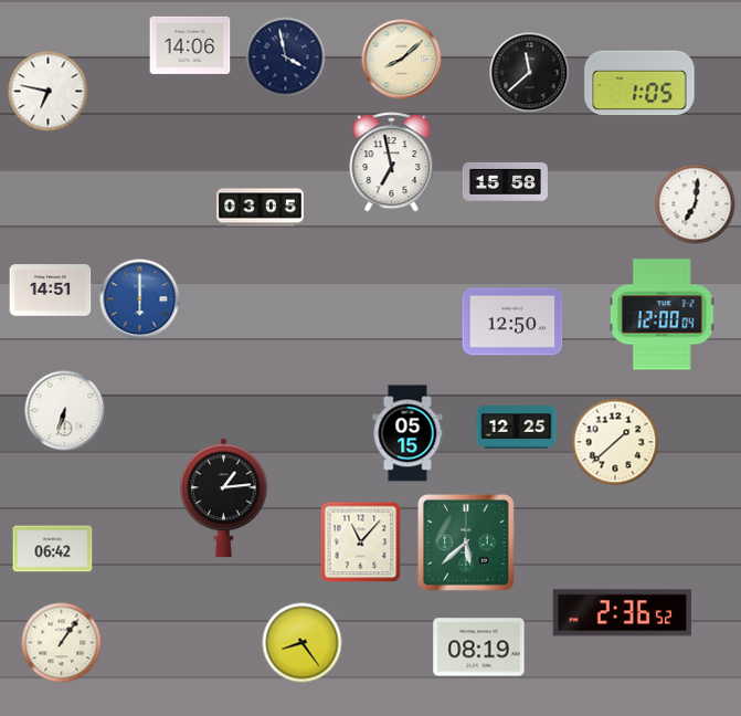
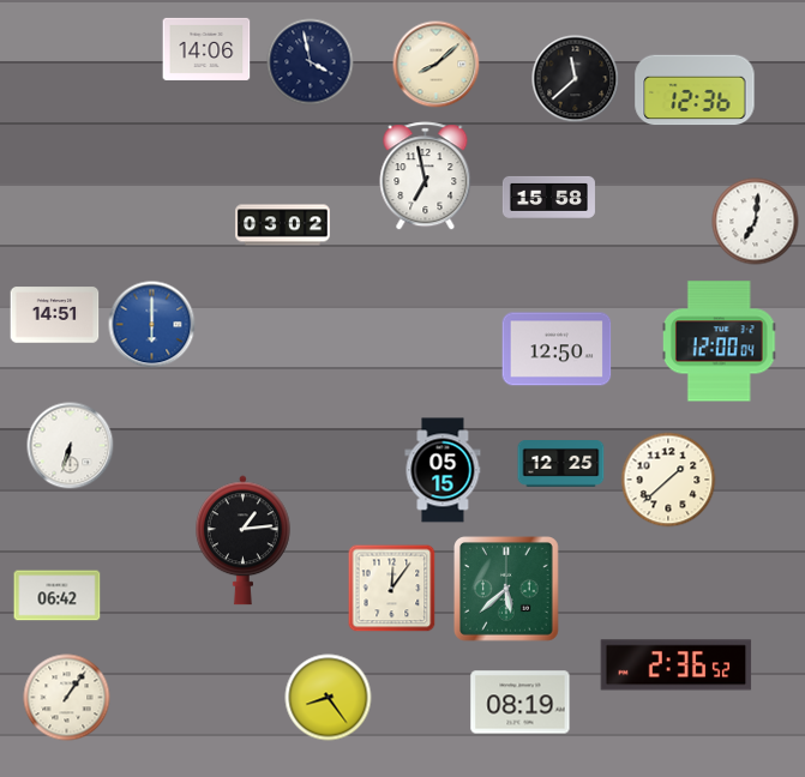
clock at (639, 83): 1:05 -> 12:36
clock at (49, 92): 6:47 -> none
clock at (261, 208): 03:05 -> 03:02
clock at (361, 543): 11:07 -> 12:06
